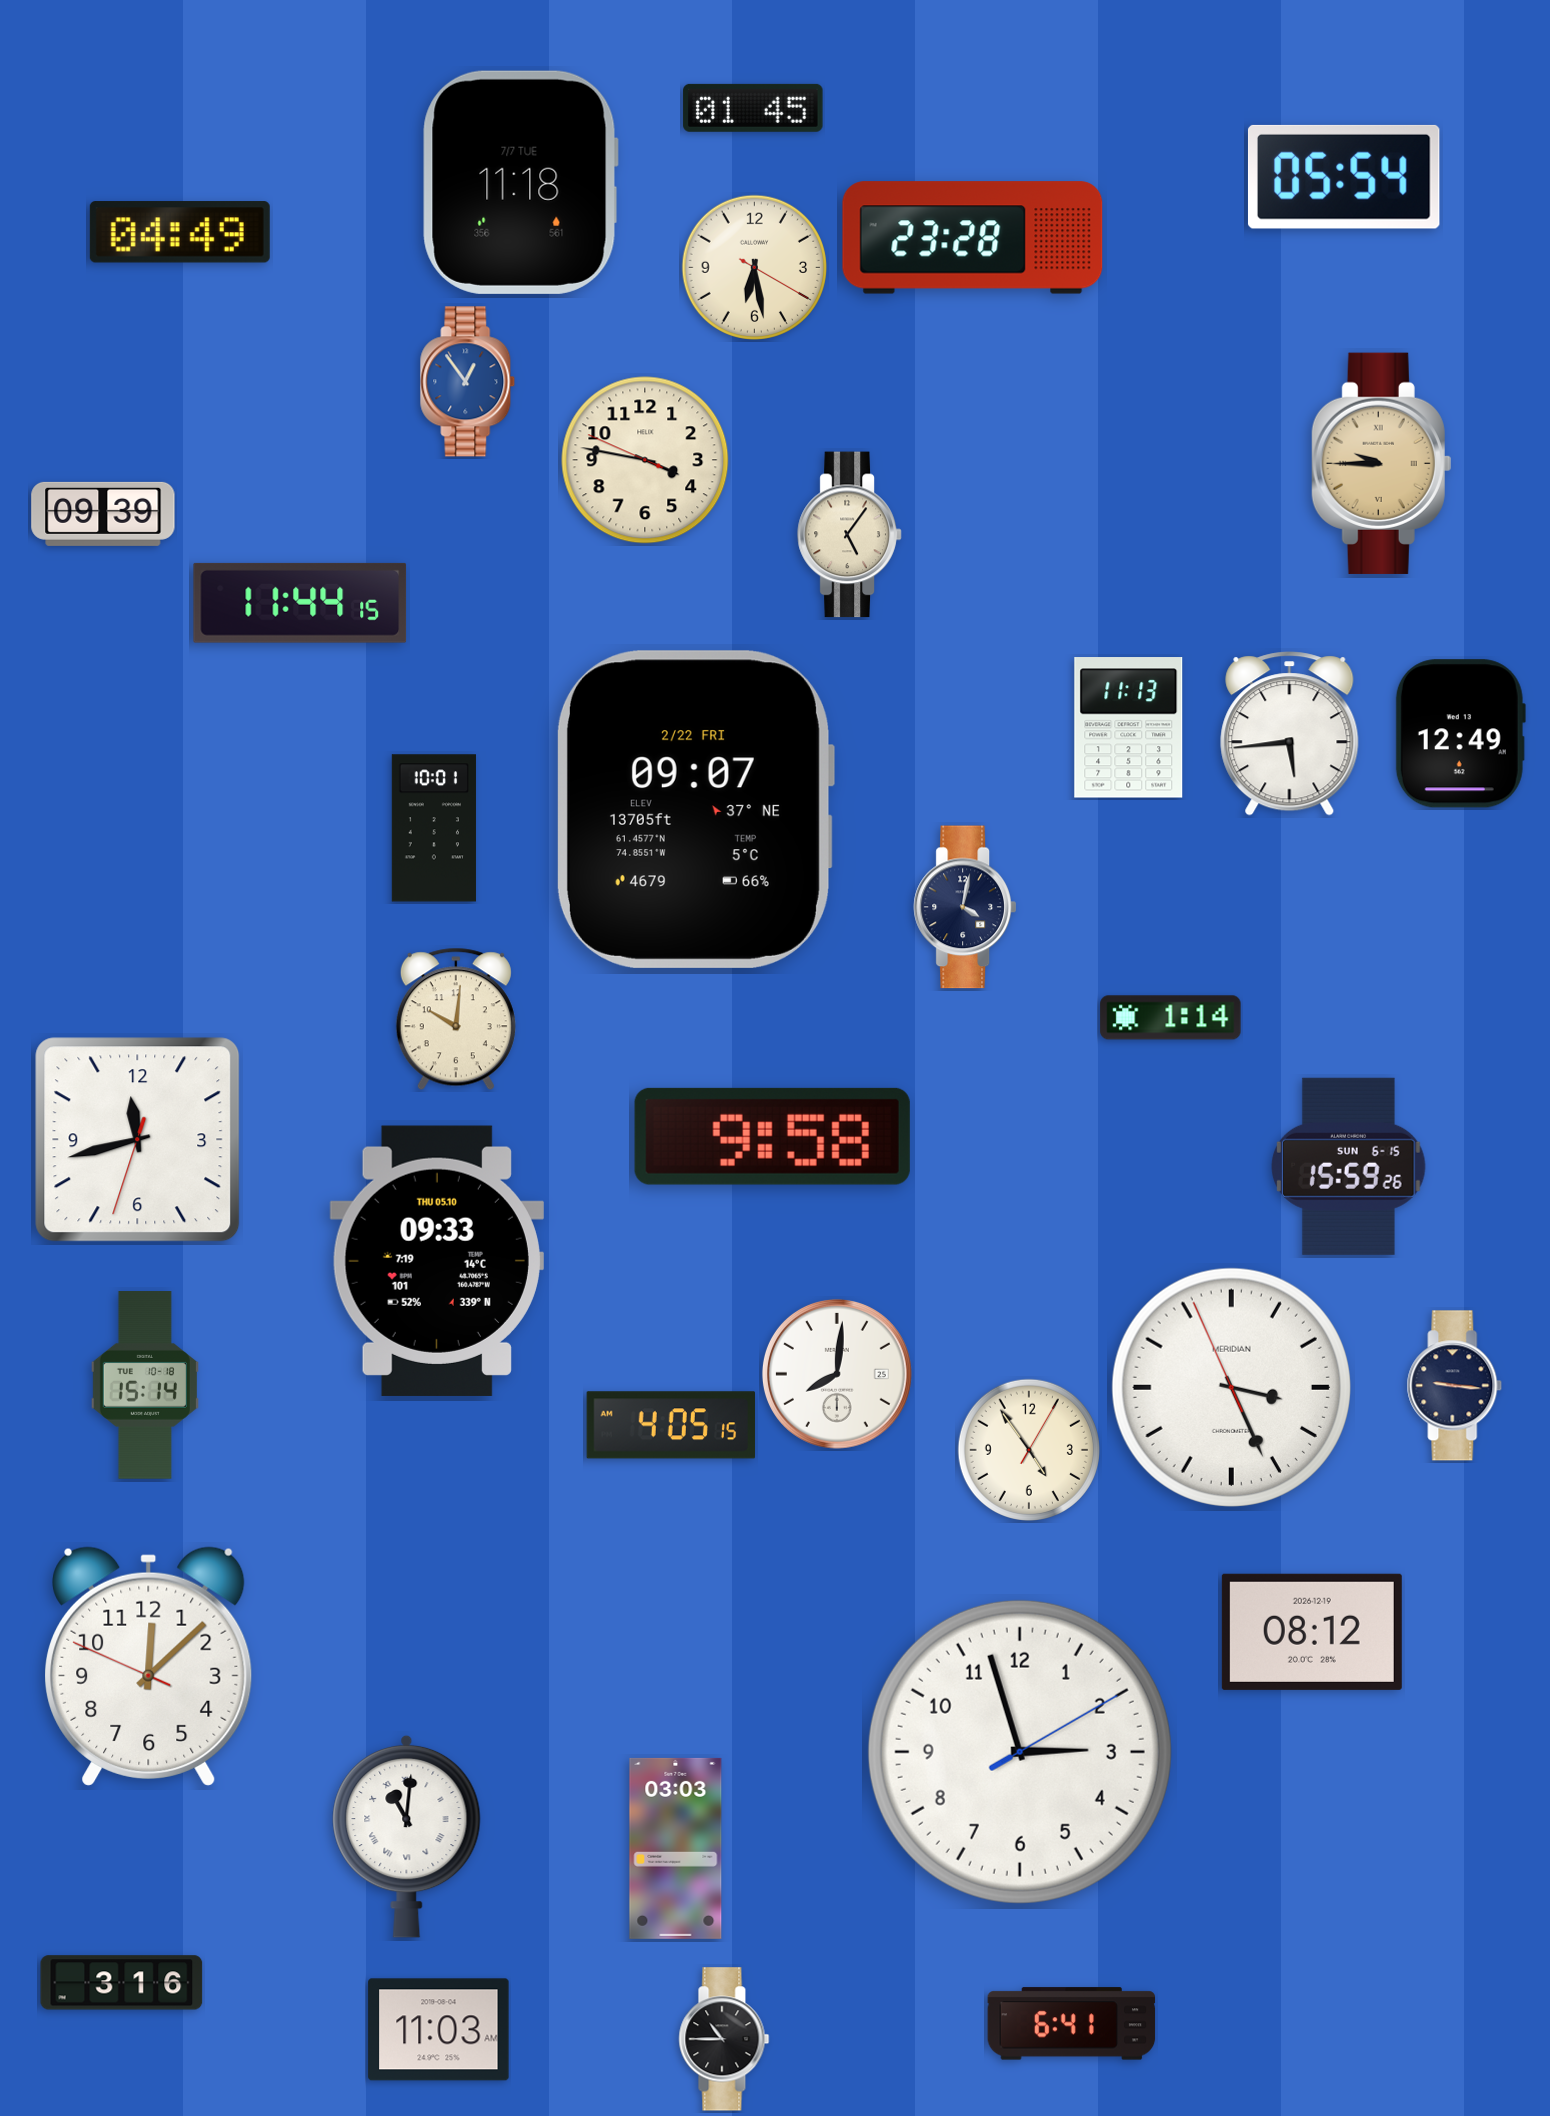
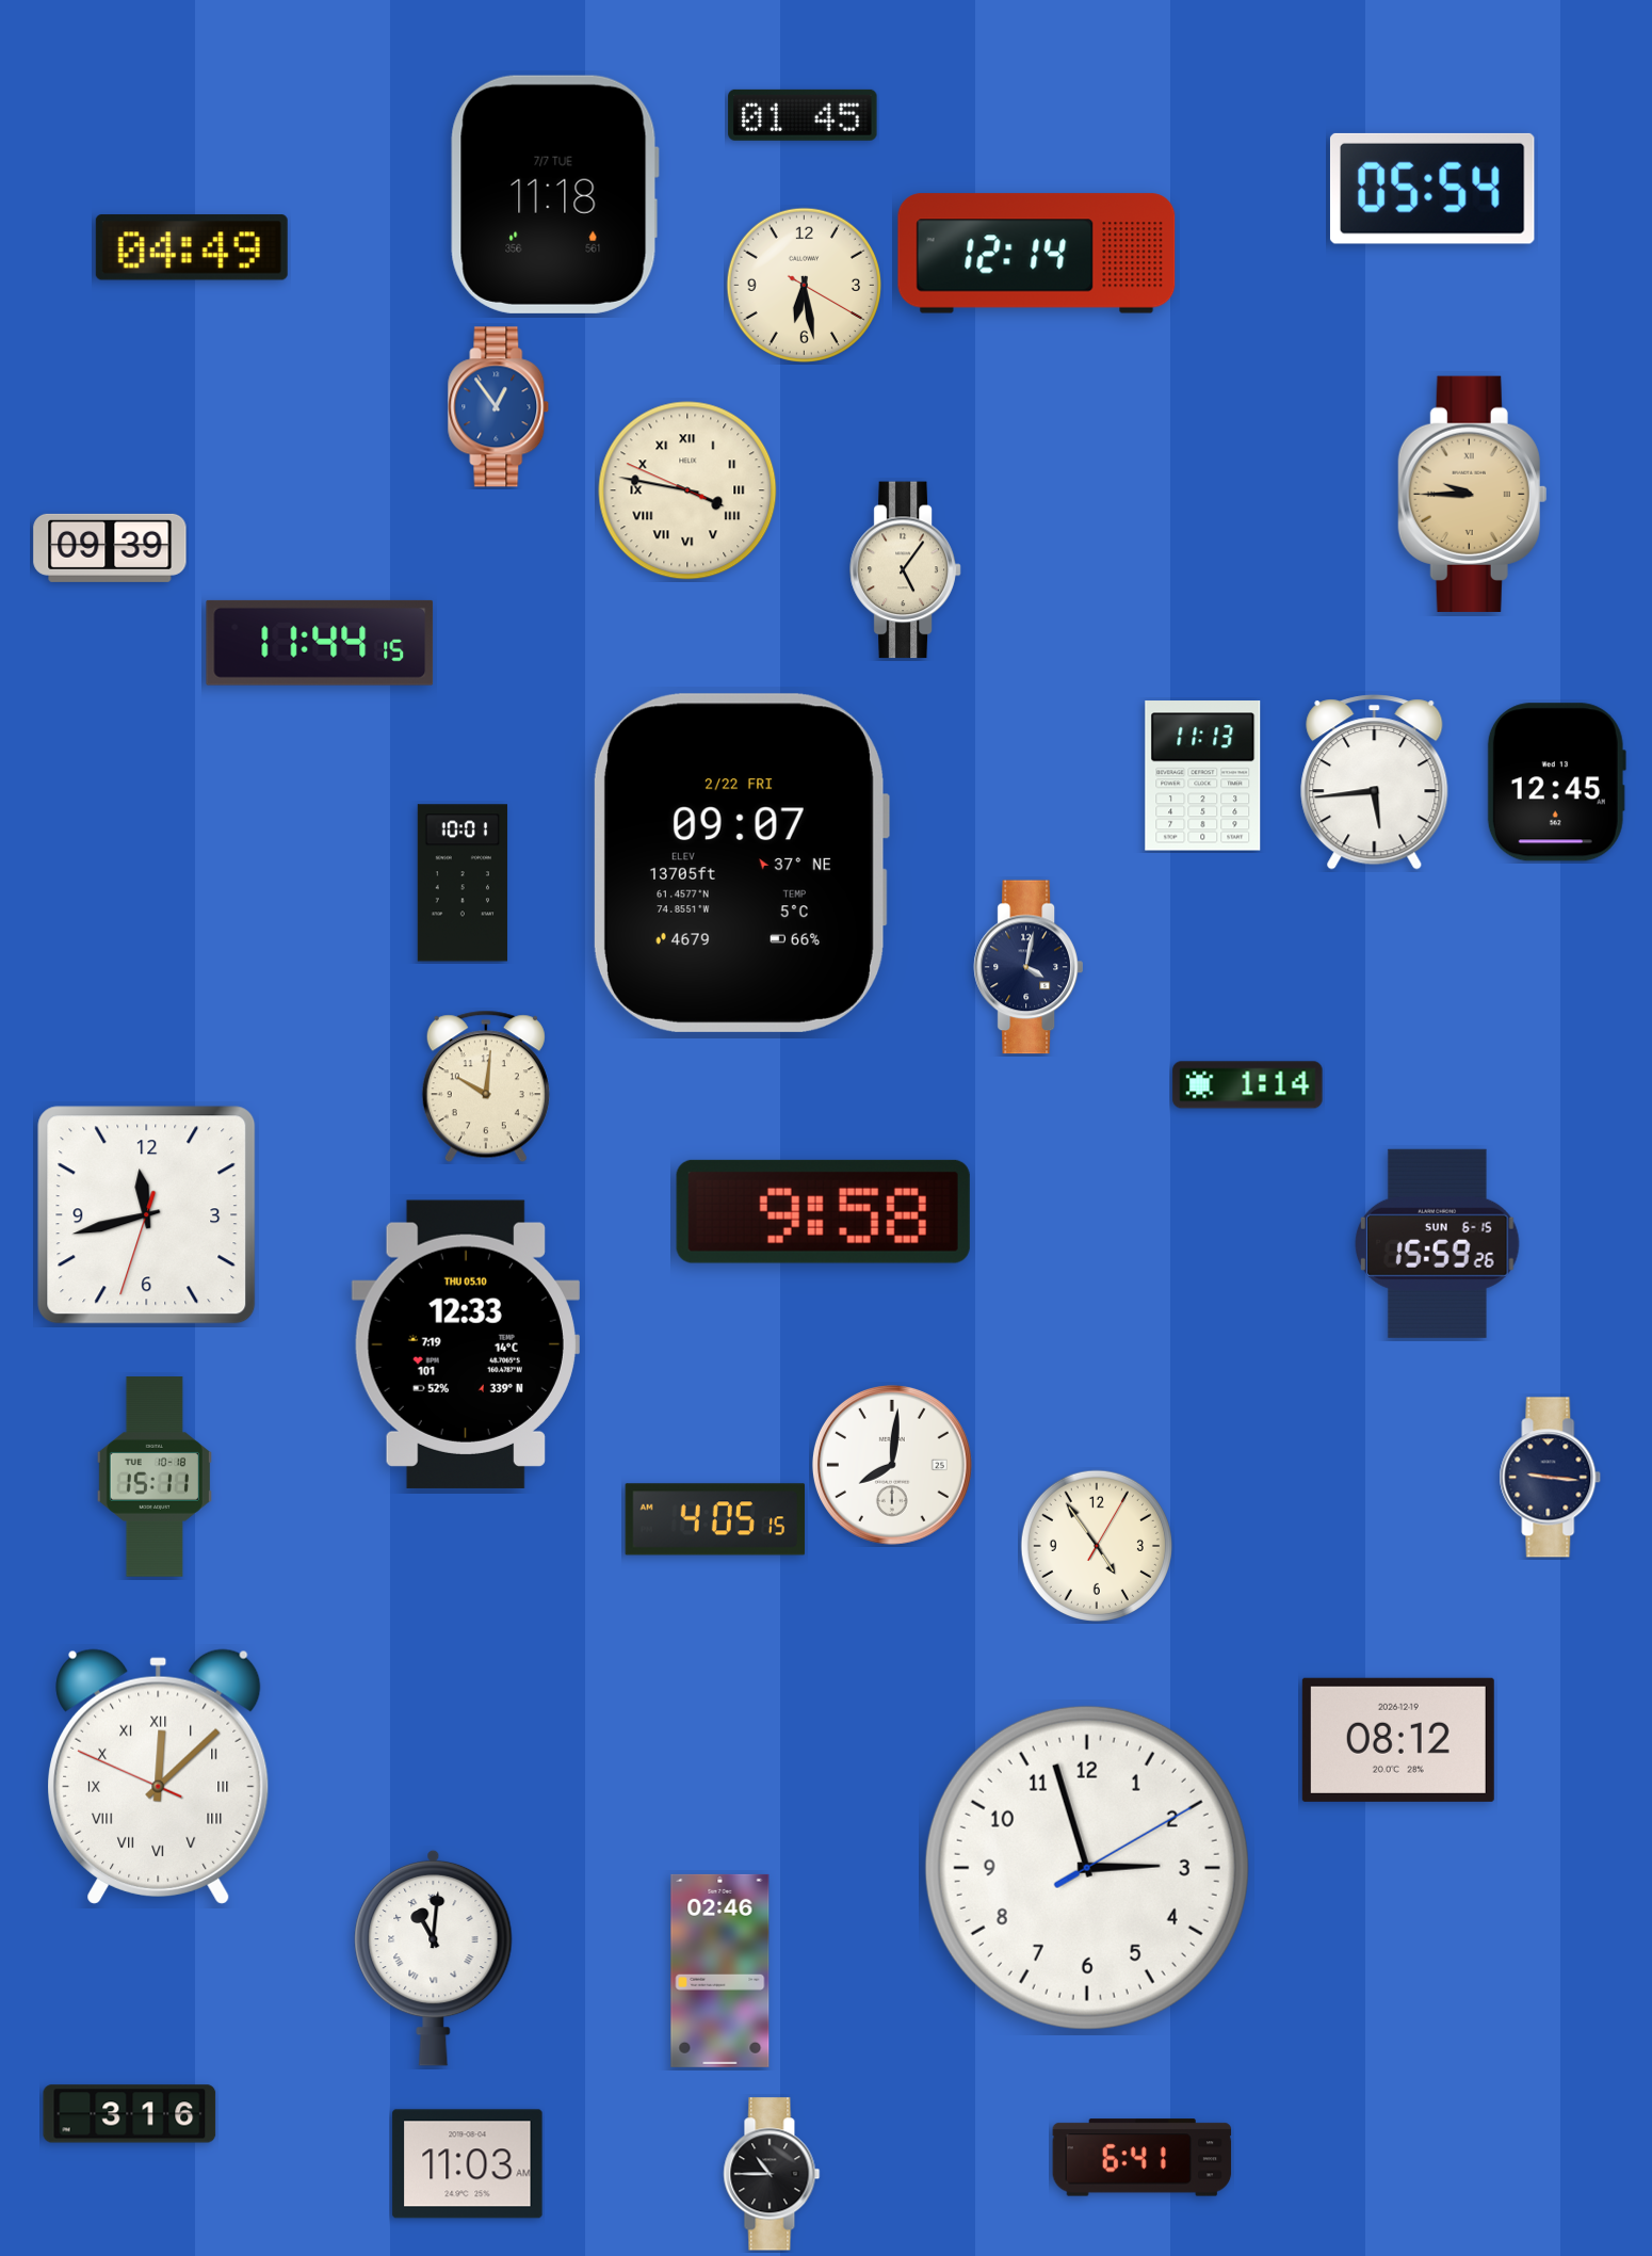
clock at (973, 238): 23:28 -> 12:14
clock at (645, 460) numerals: Arabic -> Roman
clock at (1460, 734): 12:49 -> 12:45
clock at (437, 1261): 09:33 -> 12:33
clock at (145, 1385): 15:14 -> 15:11
clock at (1231, 1387): 3:25 -> none
clock at (149, 1666) numerals: Arabic -> Roman
clock at (676, 1848): 03:03 -> 02:46
